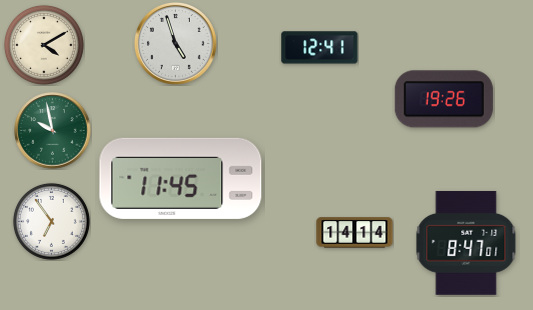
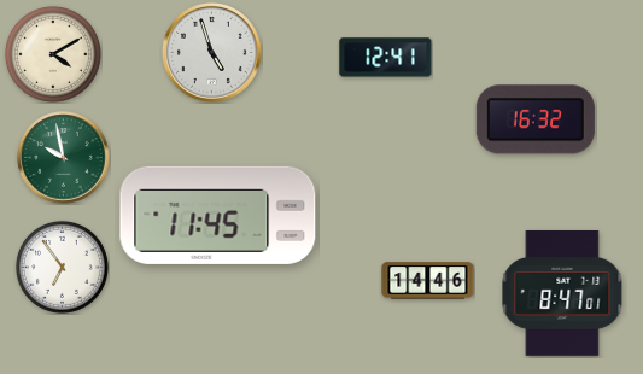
clock at (444, 99): 19:26 -> 16:32
clock at (355, 233): 14:14 -> 14:46
